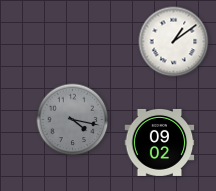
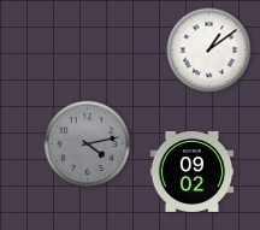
clock at (73, 120): 4:17 -> 4:13
